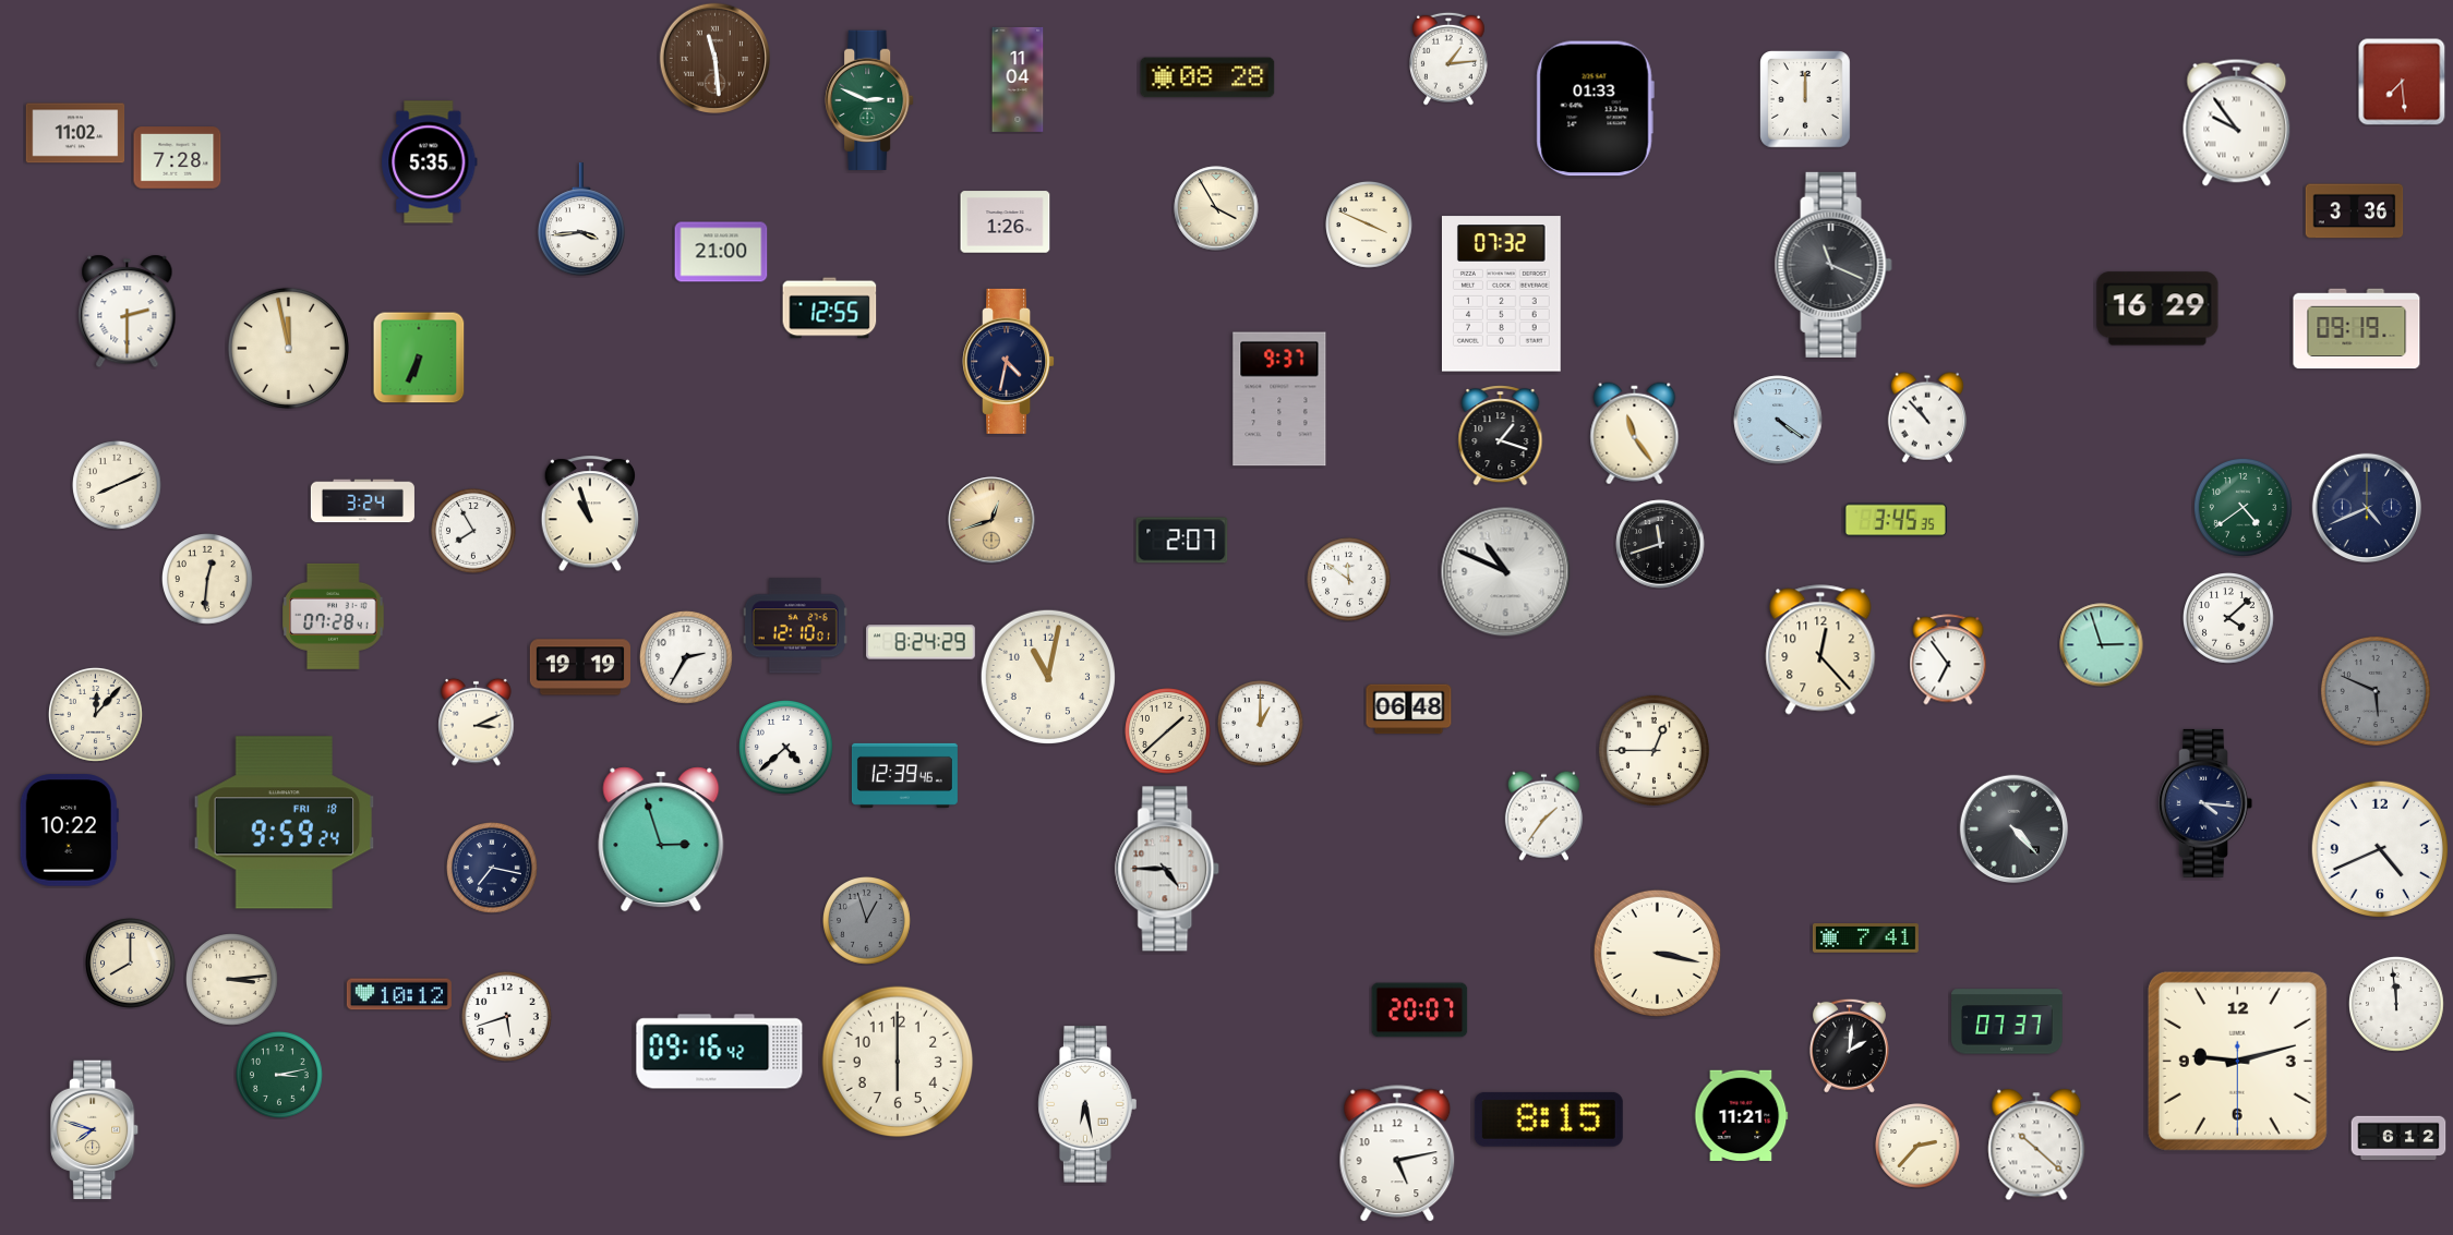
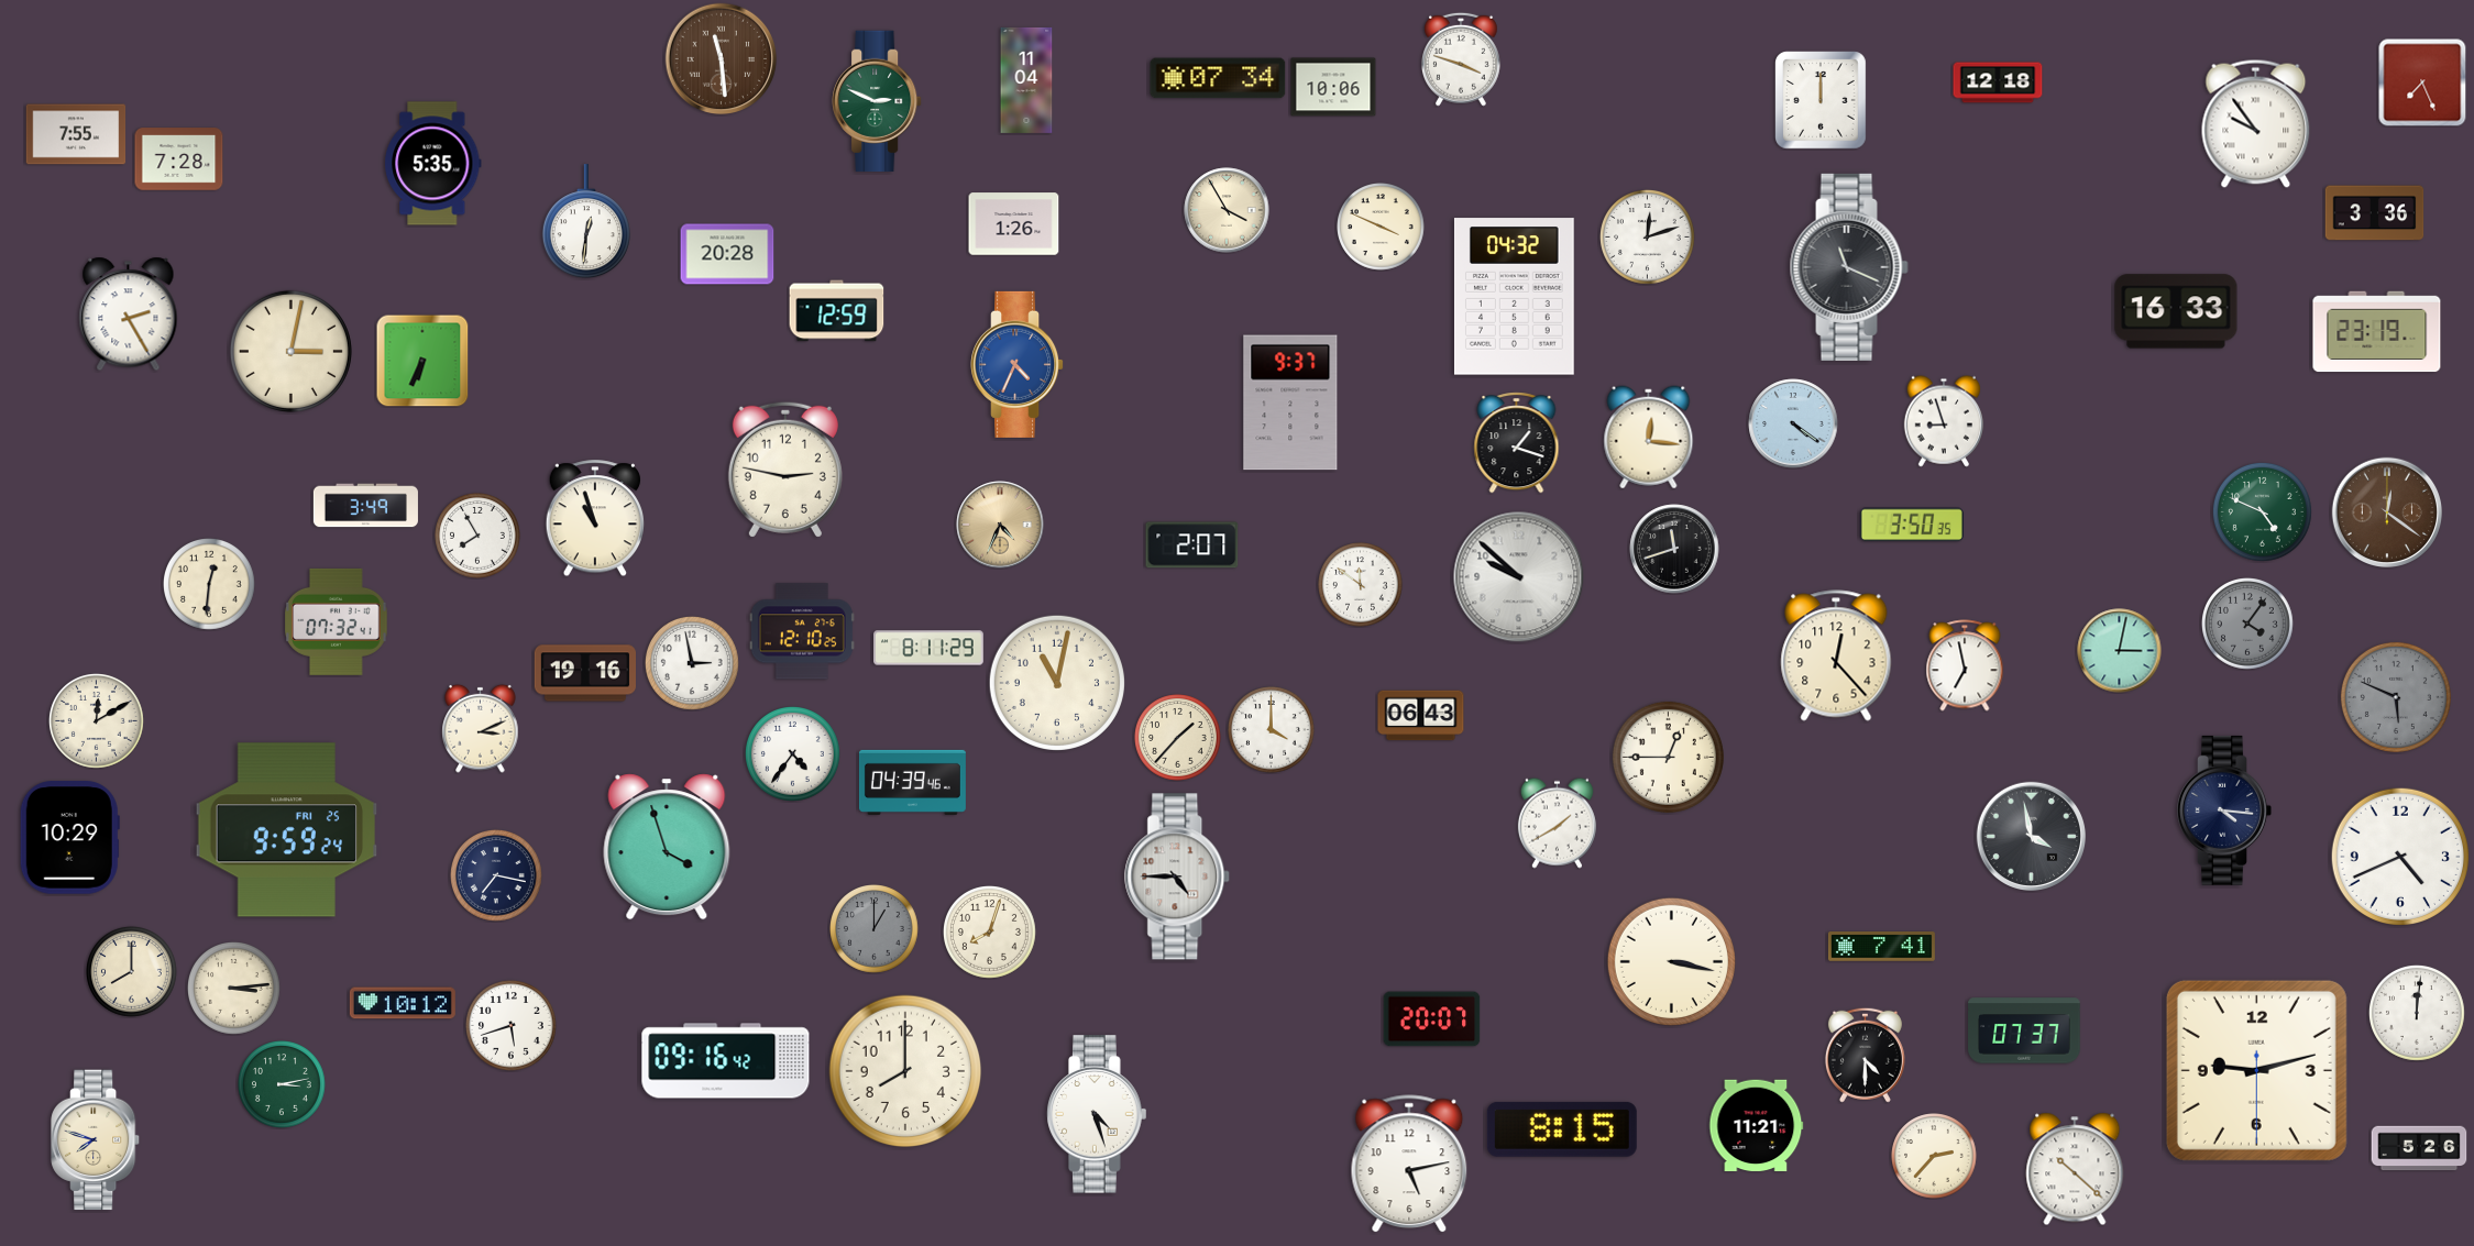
clock at (1448, 59): 1:14 -> 3:48
clock at (1207, 77): 08:28 -> 07:34
clock at (1998, 82): none -> 12:18
clock at (2402, 82): 7:29 -> 7:26
clock at (1333, 87): none -> 10:06
clock at (1595, 109): 01:33 -> none
clock at (75, 133): 11:02 -> 7:55
clock at (581, 220): 3:44 -> 12:31
clock at (1647, 236): none -> 12:12
clock at (721, 252): 21:00 -> 20:28
clock at (1501, 294): 07:32 -> 04:32
clock at (830, 308): 12:55 -> 12:59
clock at (2157, 308): 16:29 -> 16:33
clock at (128, 312): 2:30 -> 2:25
clock at (2357, 329): 09:19 -> 23:19
clock at (288, 348): 11:58 -> 3:02
clock at (1009, 361): 4:32 -> 4:34
clock at (1009, 361) dial: navy -> blue
clock at (1926, 417): 10:53 -> 8:57
clock at (1635, 434): 11:24 -> 12:16
clock at (1501, 436) position: (1501, 436) -> (1517, 443)
clock at (785, 470): none -> 2:47
clock at (118, 486): 8:11 -> none
clock at (362, 501): 3:24 -> 3:49
clock at (2242, 507): 4:39 -> 4:49
clock at (2367, 508): 4:41 -> 12:21
clock at (2367, 508) dial: navy -> brown
clock at (991, 520): 12:42 -> 4:34
clock at (1896, 520): 3:45 -> 3:50
clock at (1506, 572): 10:49 -> 9:52
clock at (334, 616): 07:28 -> 07:32
clock at (2229, 619): 4:08 -> 4:06
clock at (2229, 619) dial: white -> grey
clock at (795, 626): 12:10:01 -> 12:10:25
clock at (921, 642): 8:24 -> 8:11
clock at (2102, 645): 2:57 -> 3:02
clock at (686, 657): 2:35 -> 2:58
clock at (1948, 659): 6:54 -> 6:58
clock at (579, 667): 19:19 -> 19:16
clock at (1409, 710): 06:48 -> 06:43
clock at (95, 714): 12:07 -> 12:10
clock at (1261, 724): 1:00 -> 4:00
clock at (1168, 731): 1:38 -> 1:37
clock at (785, 747): 4:38 -> 4:36
clock at (904, 775): 12:39 -> 04:39
clock at (1543, 815): 1:36 -> 1:40
clock at (285, 823) date: FRI 18 -> FRI 25
clock at (2013, 828): 4:23 -> 3:58
clock at (69, 831): 10:22 -> 10:29
clock at (661, 839): 2:57 -> 3:57
clock at (867, 921): 12:57 -> 1:00
clock at (990, 933): none -> 8:03
clock at (2396, 1004): 11:59 -> 12:01
clock at (1849, 1045): 2:01 -> 4:30
clock at (898, 1062): 6:00 -> 8:00
clock at (1087, 1104): 6:28 -> 4:27
clock at (2398, 1138): 6:12 -> 5:26
clock at (2036, 1145) position: (2036, 1145) -> (2075, 1169)
